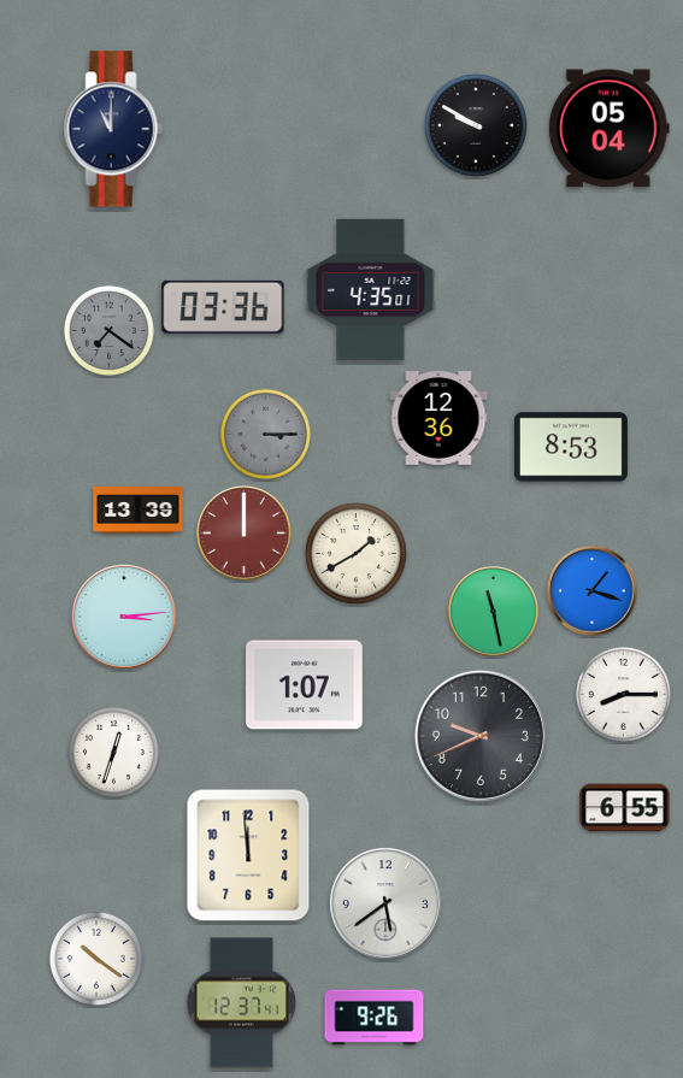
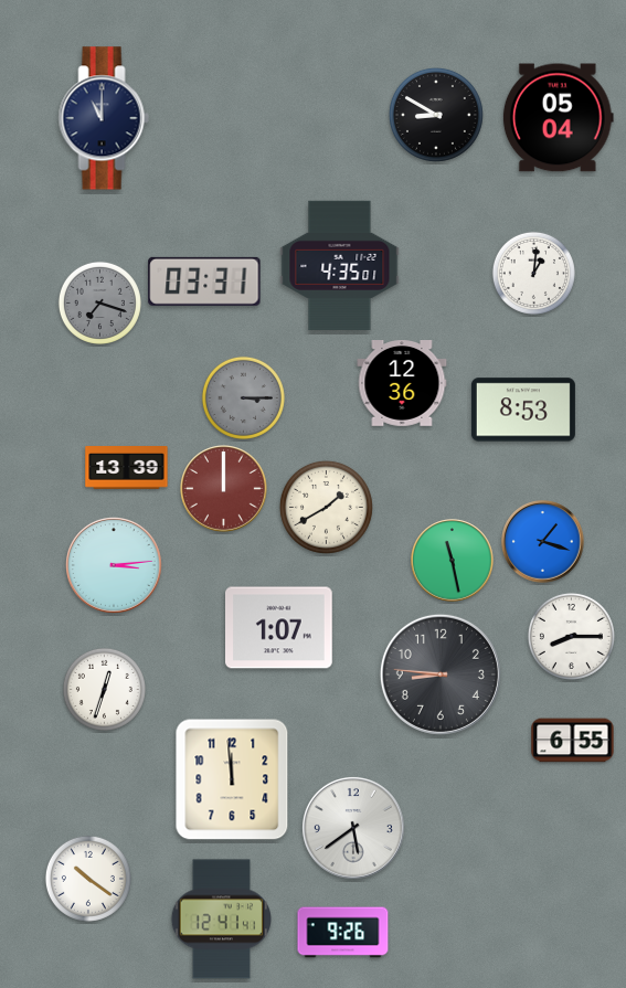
clock at (476, 125): 9:50 -> 8:50
clock at (533, 273): none -> 1:01
clock at (223, 307): 03:36 -> 03:31
clock at (108, 330): 7:21 -> 7:18
clock at (481, 736): 9:41 -> 8:46
clock at (248, 855) position: (248, 855) -> (232, 779)
clock at (241, 1003): 12:37 -> 12:41
